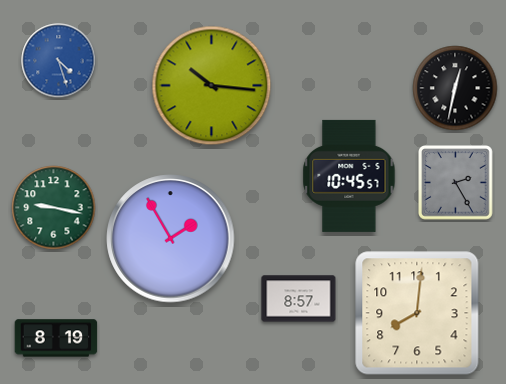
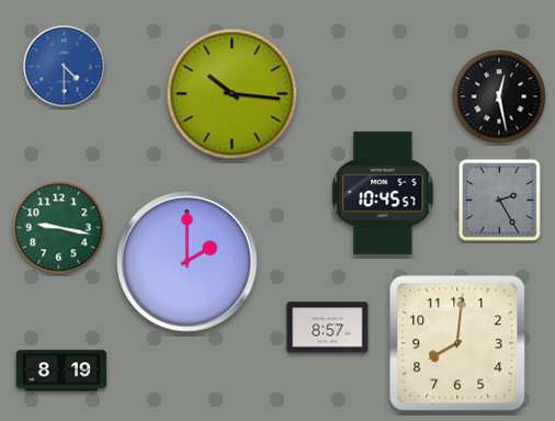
clock at (59, 61): 4:27 -> 4:30
clock at (455, 88): 12:32 -> 12:28
clock at (171, 239): 1:55 -> 2:00
